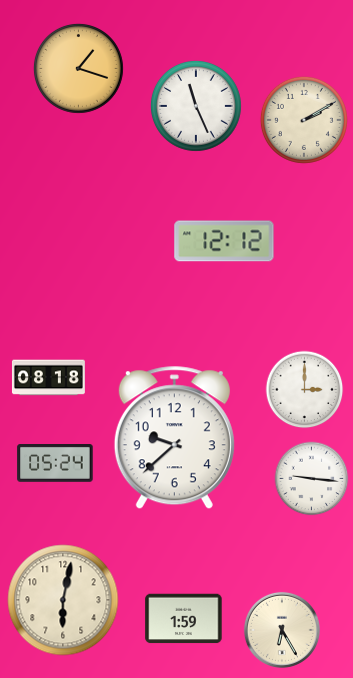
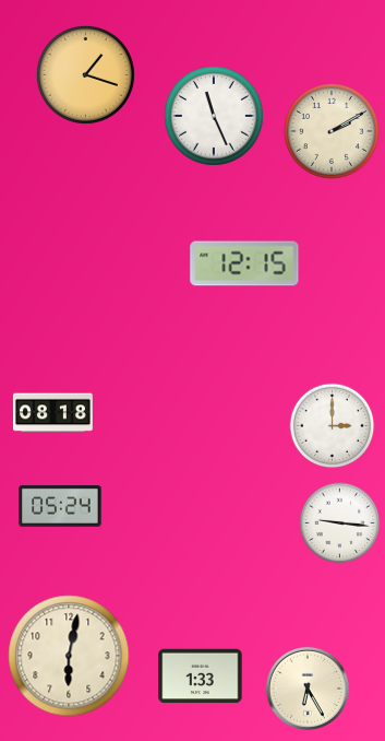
clock at (224, 241): 12:12 -> 12:15
clock at (174, 438): 9:38 -> none
clock at (184, 619): 1:59 -> 1:33
